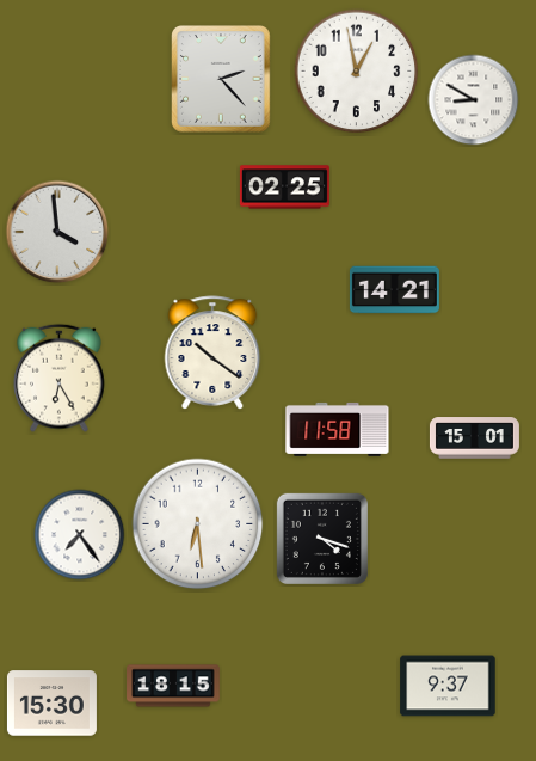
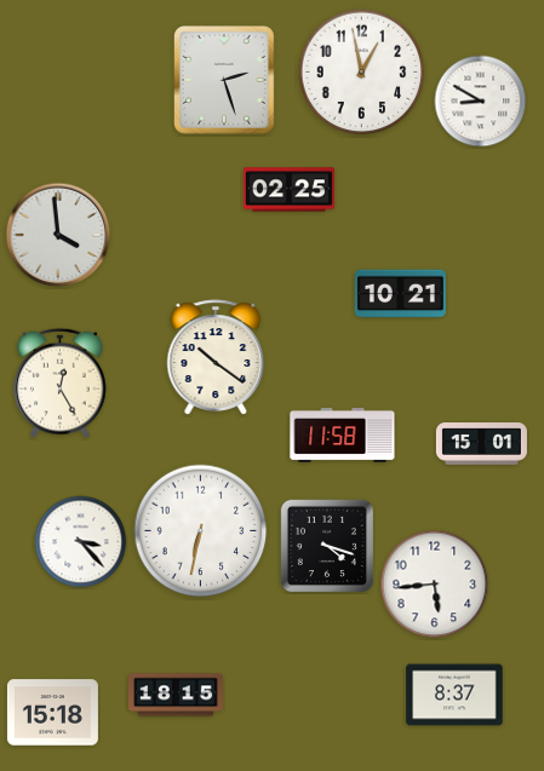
clock at (222, 80): 2:23 -> 2:27
clock at (394, 290): 14:21 -> 10:21
clock at (60, 378): 6:25 -> 12:25
clock at (198, 524): 6:29 -> 6:32
clock at (80, 535): 7:24 -> 3:23
clock at (435, 585): none -> 5:44
clock at (448, 686): 9:37 -> 8:37
clock at (51, 704): 15:30 -> 15:18
